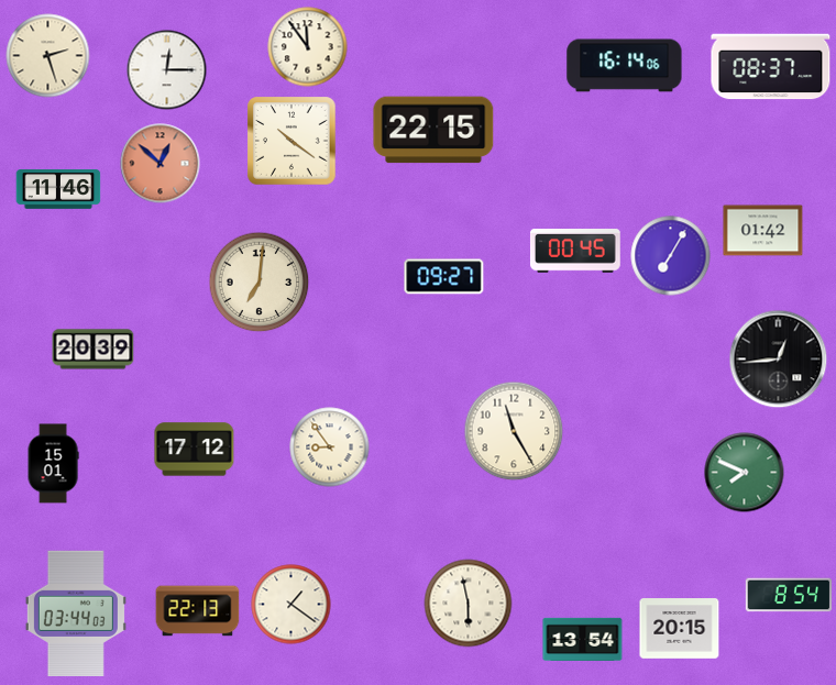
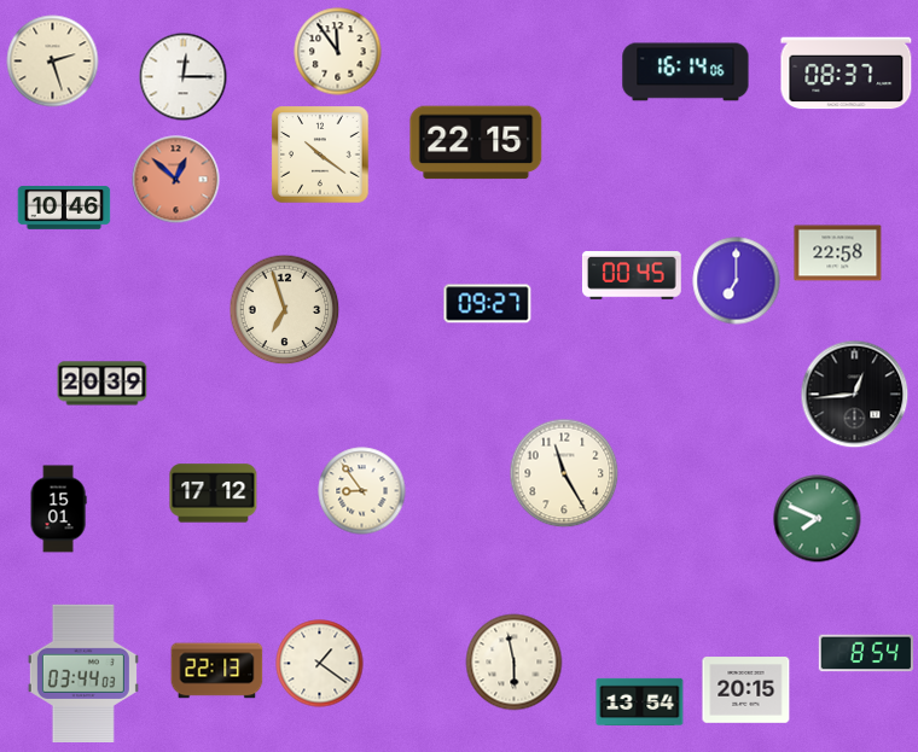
clock at (58, 189): 11:46 -> 10:46
clock at (763, 231): 01:42 -> 22:58
clock at (671, 256): 7:05 -> 7:00
clock at (260, 283): 7:01 -> 6:57
